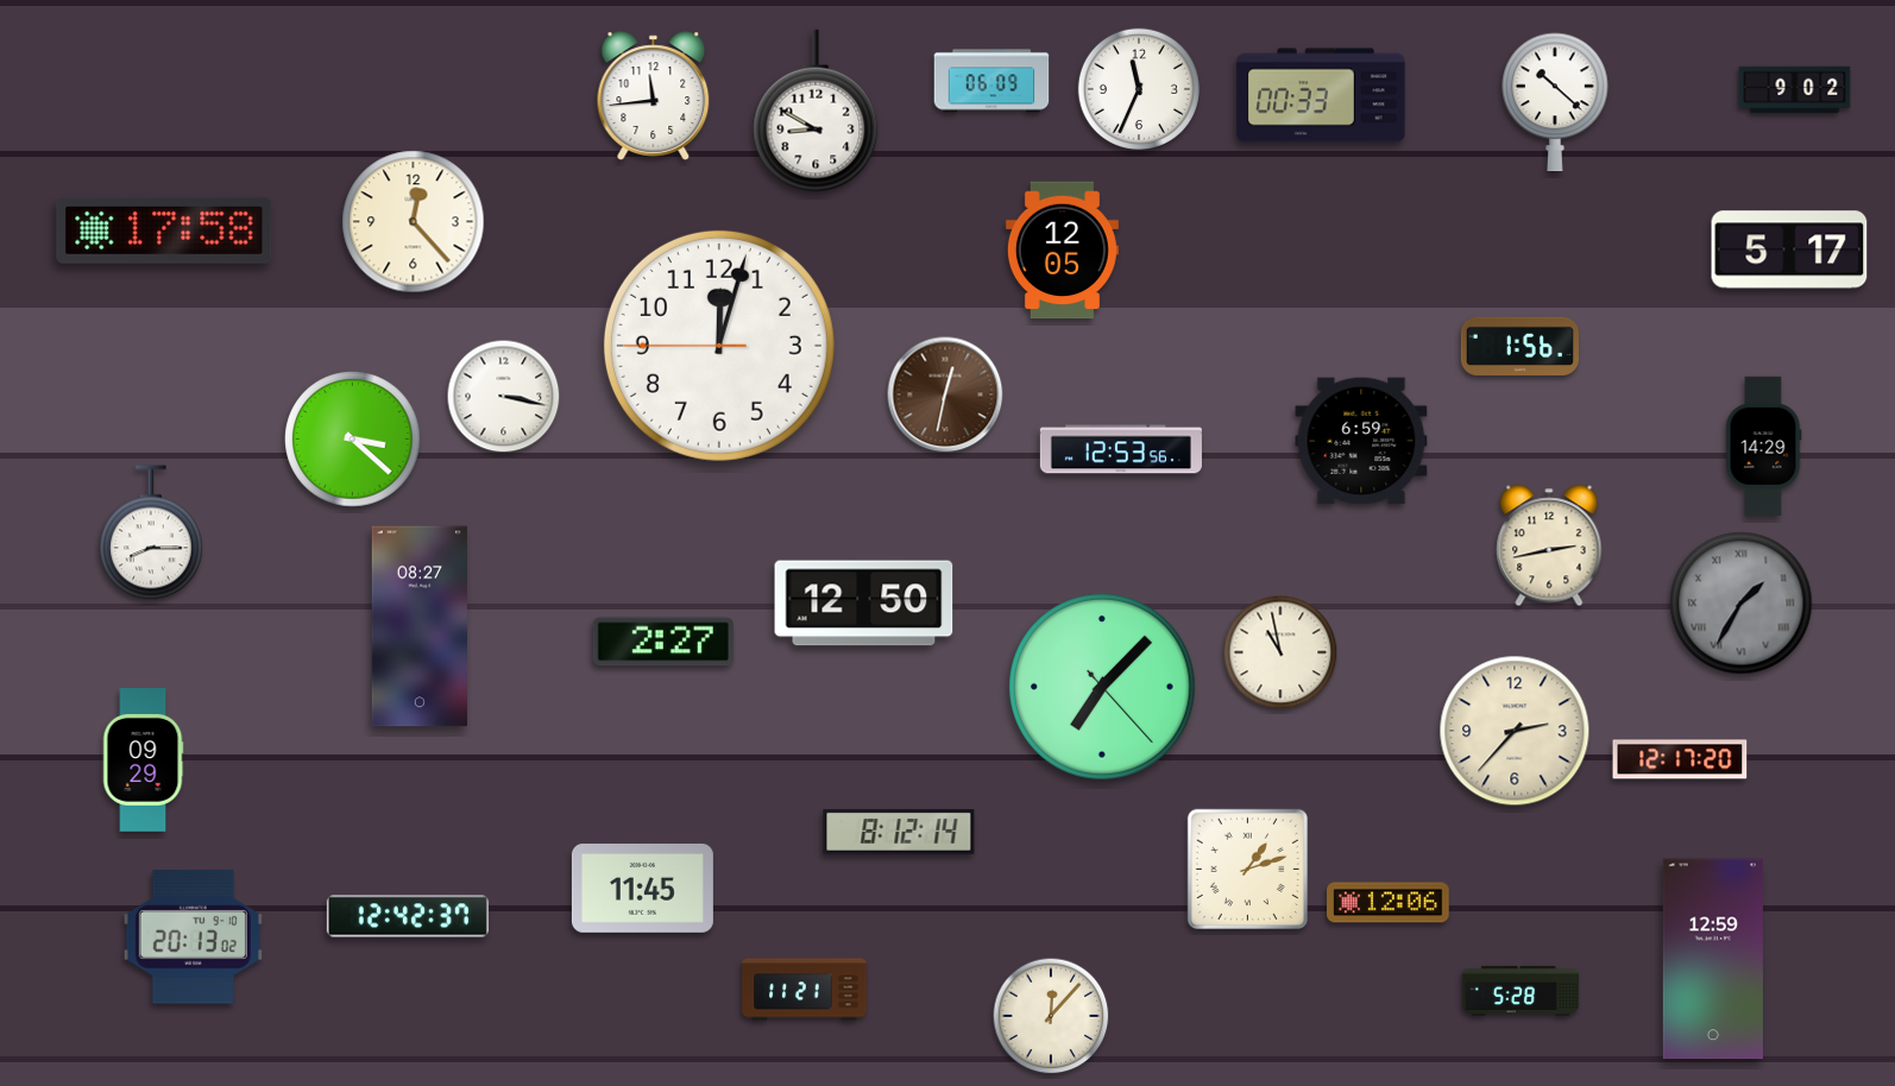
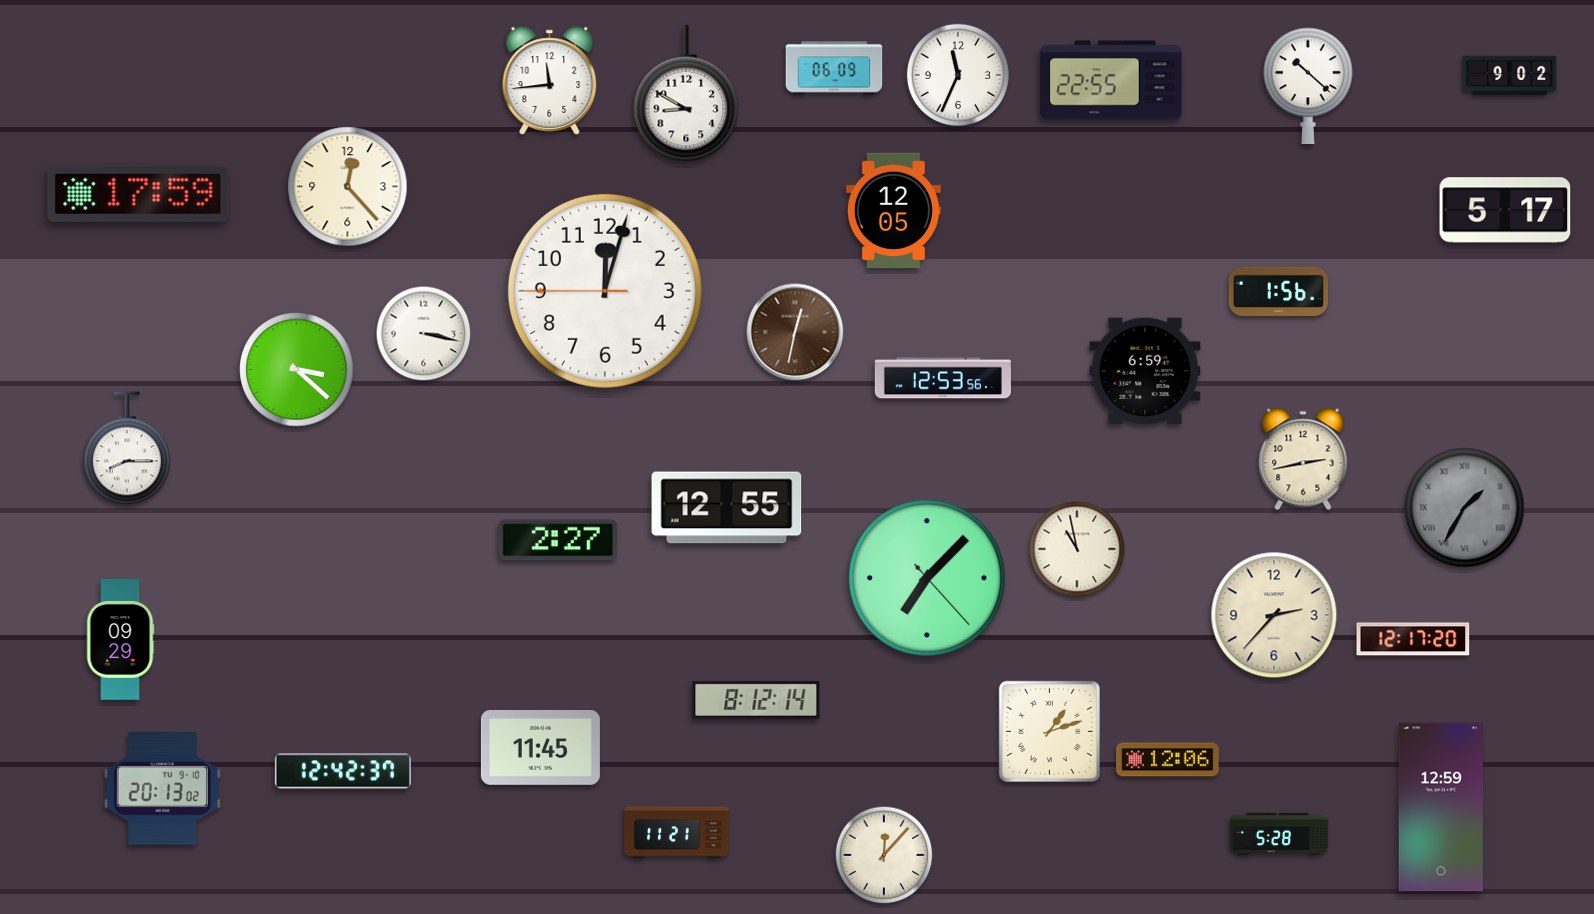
clock at (1321, 95): 00:33 -> 22:55
clock at (164, 231): 17:58 -> 17:59
clock at (1763, 446): 14:29 -> none
clock at (864, 604): 12:50 -> 12:55
clock at (418, 626): 08:27 -> none
